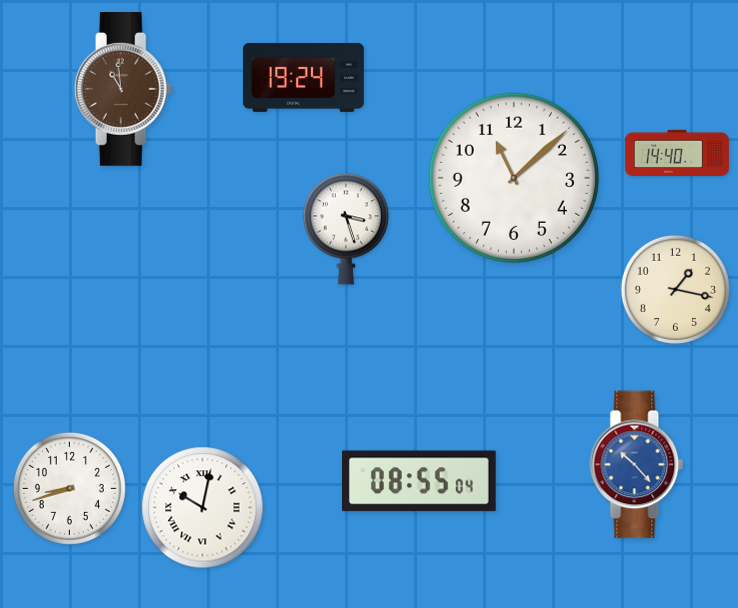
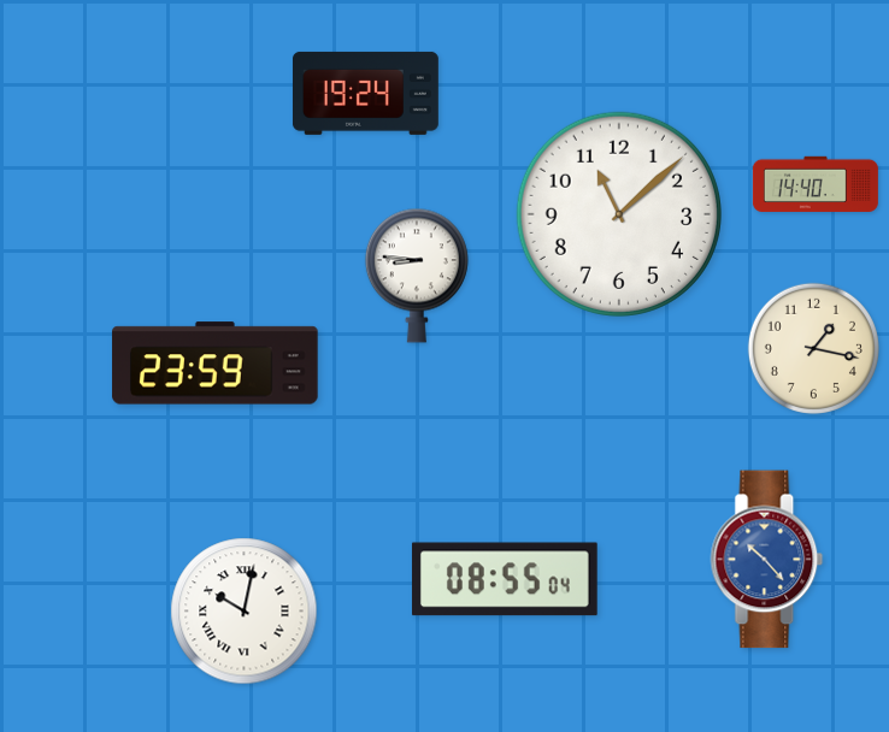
clock at (123, 90): 10:59 -> none
clock at (346, 229): 3:27 -> 8:46
clock at (216, 364): none -> 23:59
clock at (69, 488): 8:42 -> none
